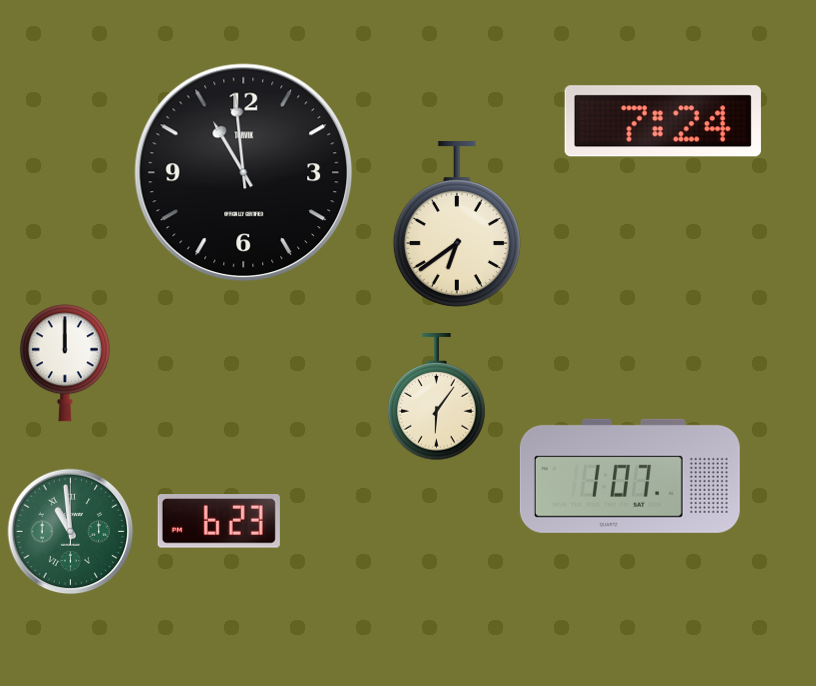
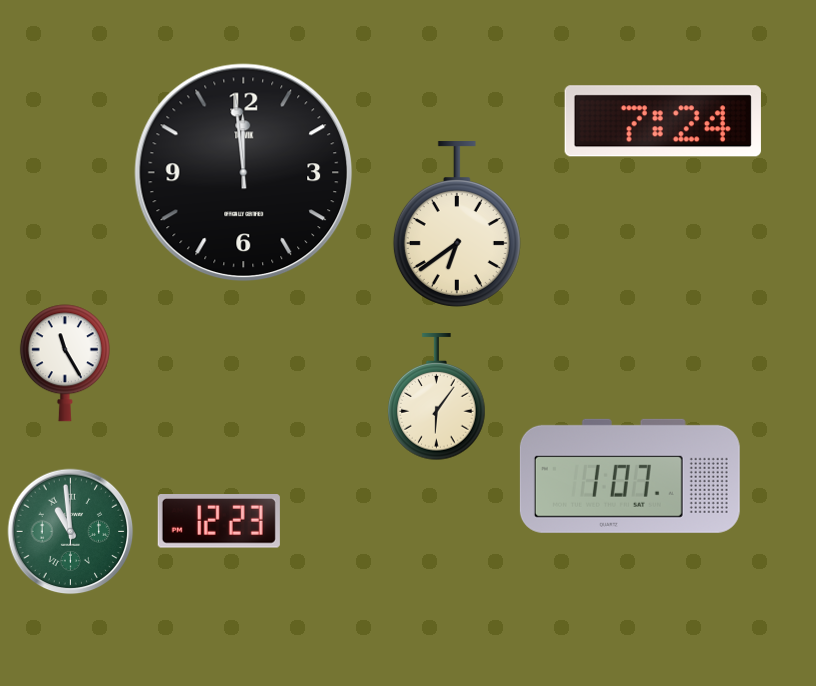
clock at (244, 173): 10:59 -> 11:59
clock at (65, 363): 12:00 -> 11:25
clock at (219, 522): 6:23 -> 12:23
